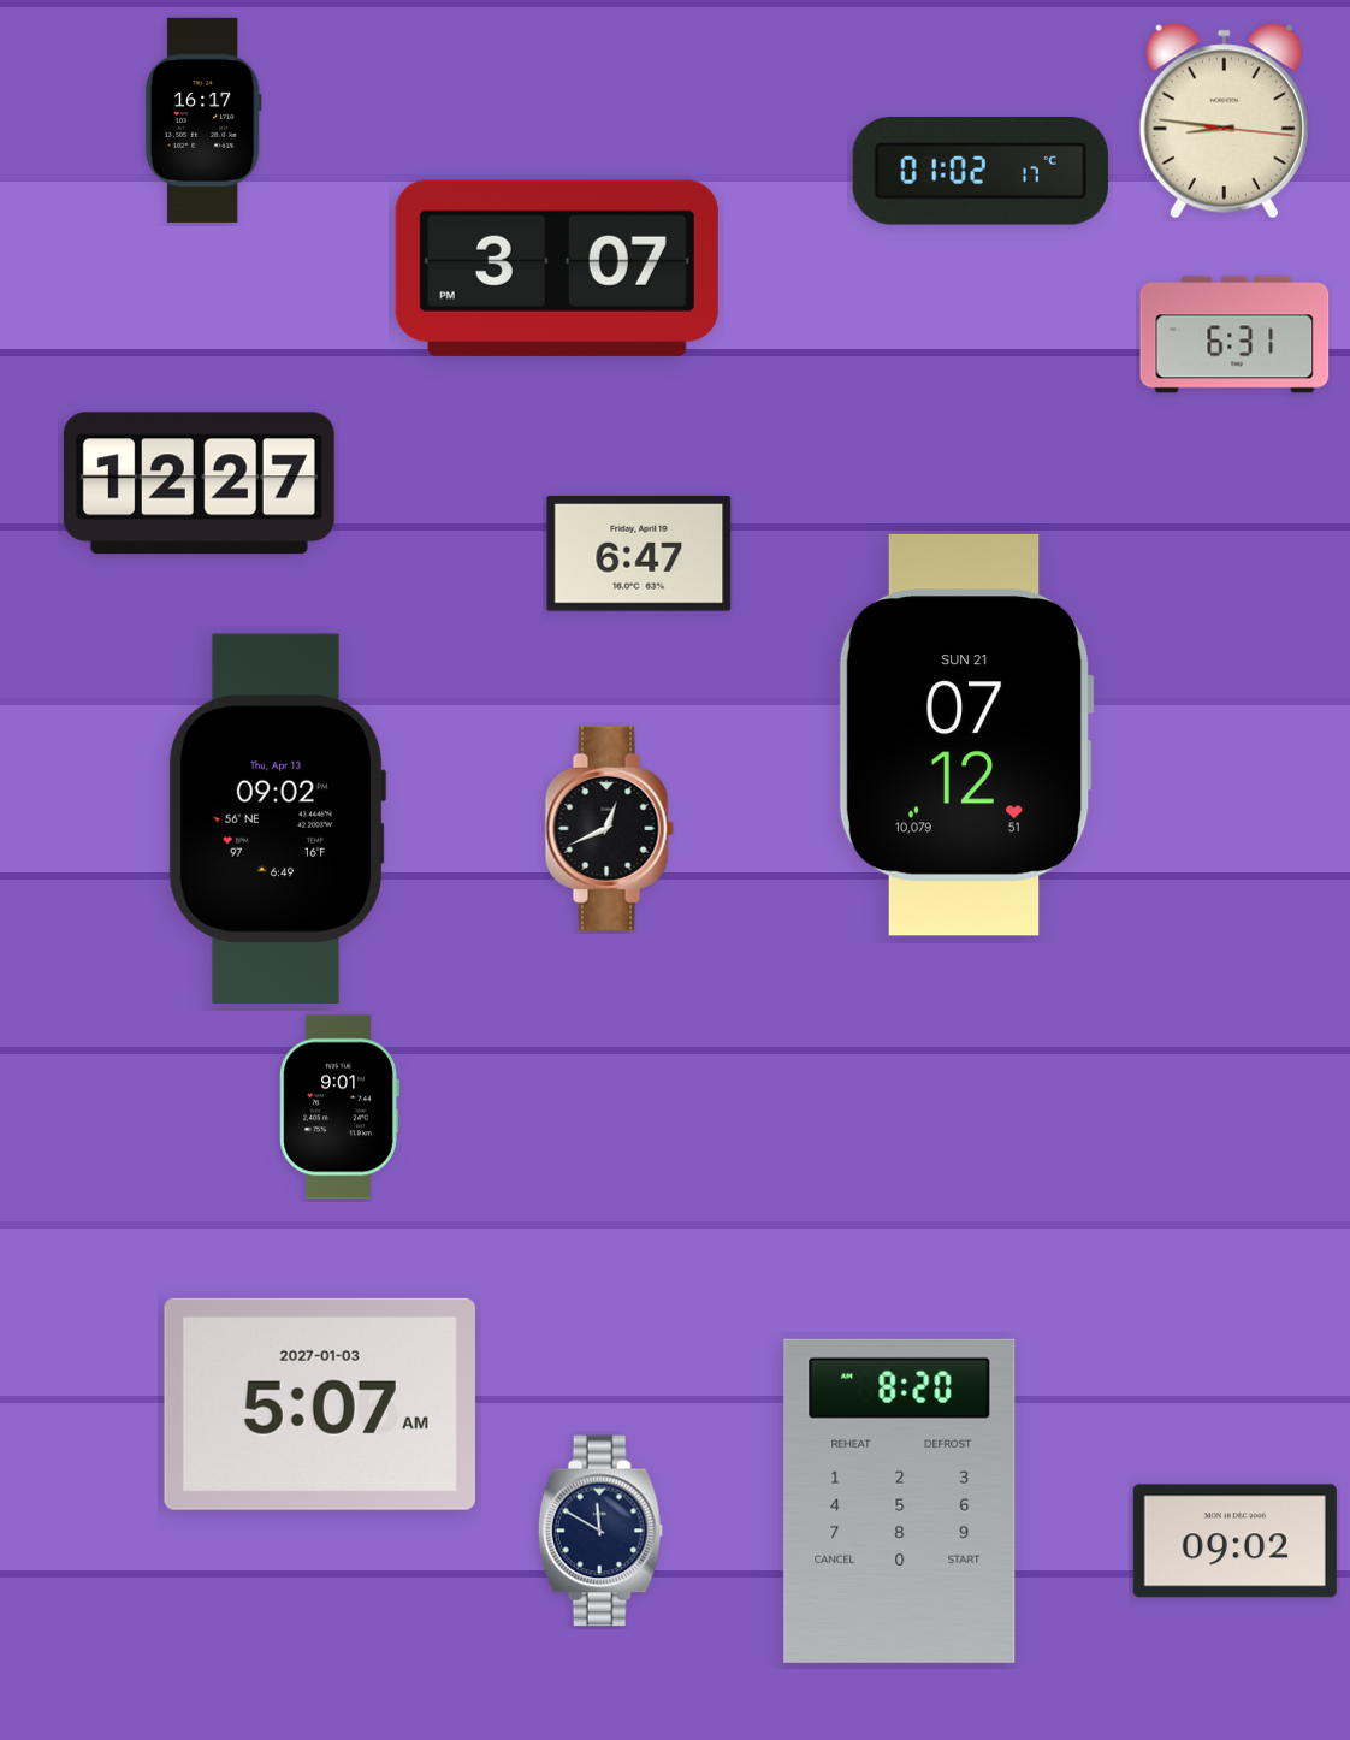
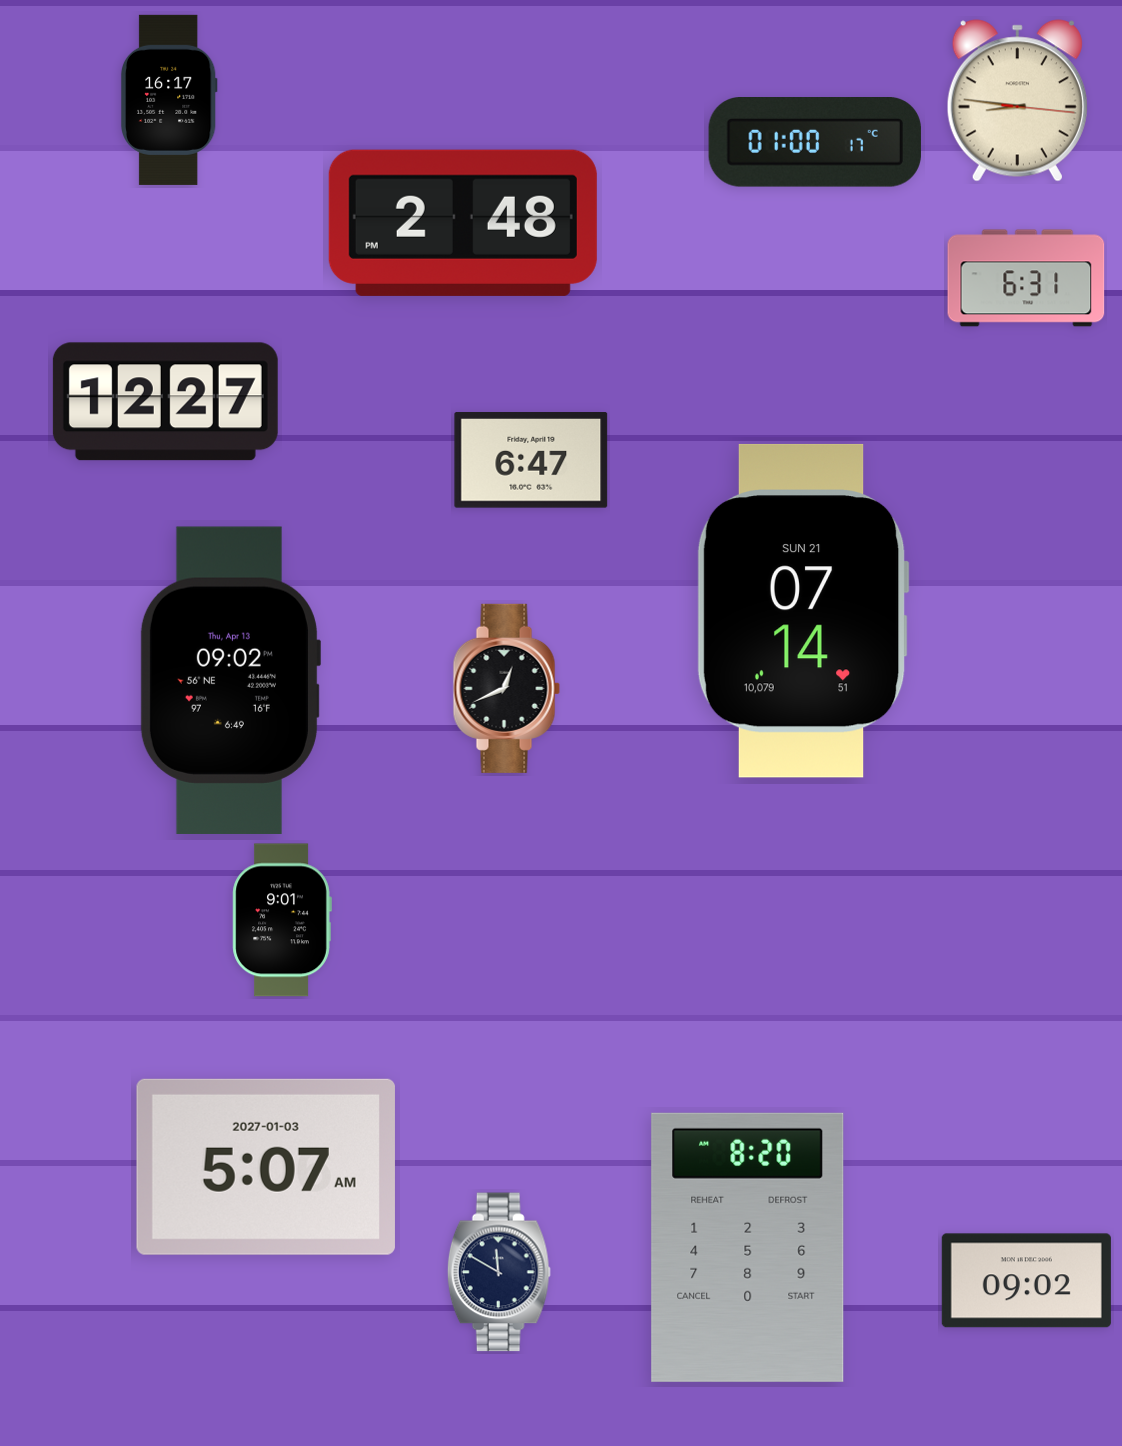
clock at (981, 172): 01:02 -> 01:00
clock at (557, 268): 3:07 -> 2:48
clock at (966, 735): 07:12 -> 07:14
